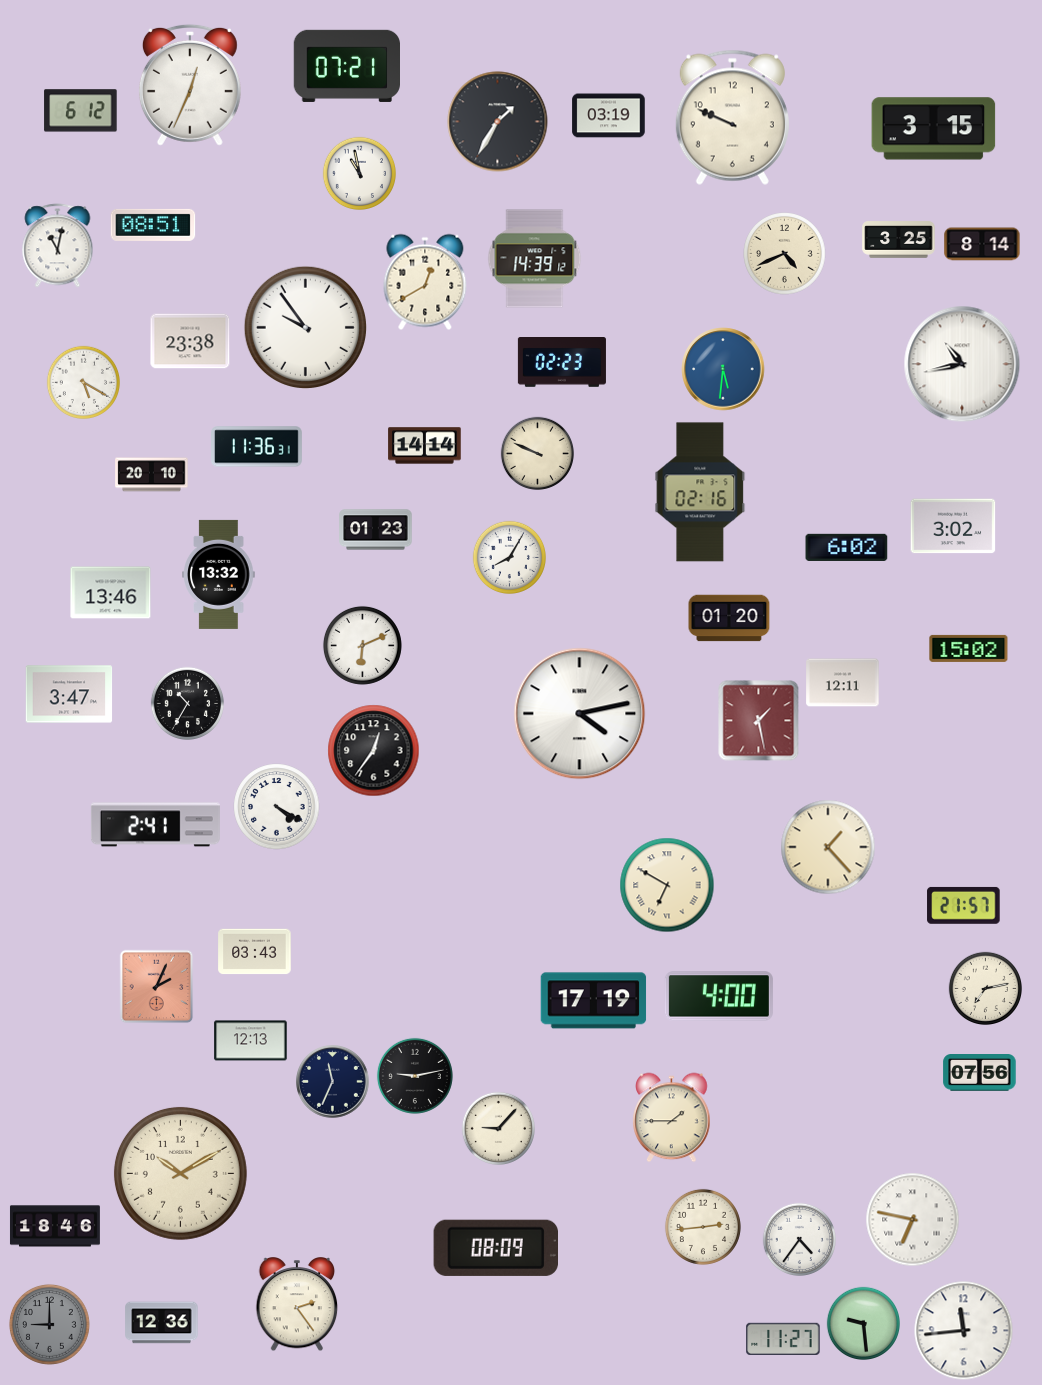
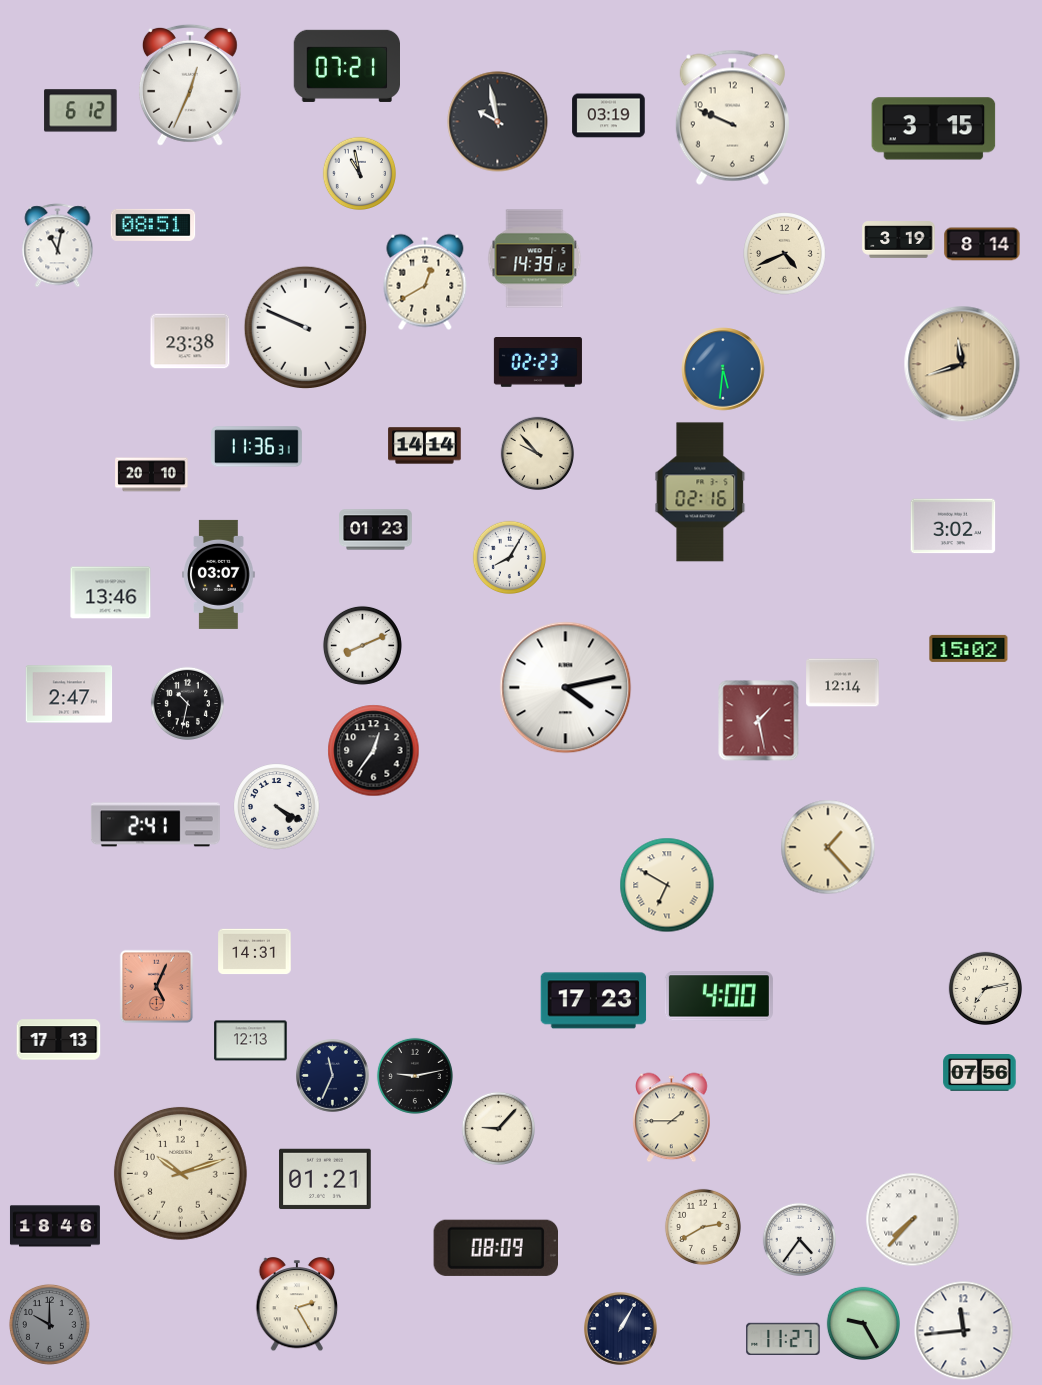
clock at (498, 122): 1:35 -> 9:58
clock at (899, 240): 3:25 -> 3:19
clock at (305, 327): 9:54 -> 9:49
clock at (562, 362) position: (562, 362) -> (538, 362)
clock at (962, 364): 10:43 -> 11:42
clock at (962, 364) dial: white -> champagne
clock at (83, 382): 5:20 -> none
clock at (537, 453): 9:49 -> 9:53
clock at (847, 547): 6:02 -> none
clock at (219, 574): 13:32 -> 03:07
clock at (729, 618): 01:20 -> none
clock at (362, 645): 6:11 -> 8:11
clock at (843, 683): 12:11 -> 12:14
clock at (69, 694): 3:47 -> 2:47
clock at (187, 703): 10:35 -> 10:32
clock at (580, 714) position: (580, 714) -> (566, 688)
clock at (964, 905): 21:57 -> none
clock at (255, 952): 03:43 -> 14:31
clock at (157, 987): 2:04 -> 5:04
clock at (594, 1001): 17:19 -> 17:23
clock at (59, 1040): none -> 17:13
clock at (333, 1082) position: (333, 1082) -> (333, 1076)
clock at (180, 1173): 10:10 -> 10:12
clock at (325, 1179): none -> 01:21
clock at (913, 1220): 6:47 -> 7:37
clock at (703, 1227): 2:44 -> 2:40
clock at (297, 1305): 2:24 -> 2:25
clock at (162, 1323): 12:36 -> none
clock at (863, 1323): 9:29 -> 9:25
clock at (49, 1324): 9:00 -> 10:00
clock at (621, 1329): none -> 1:05
